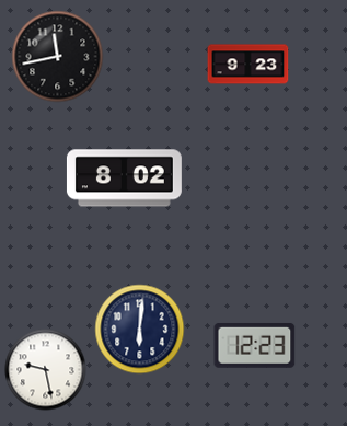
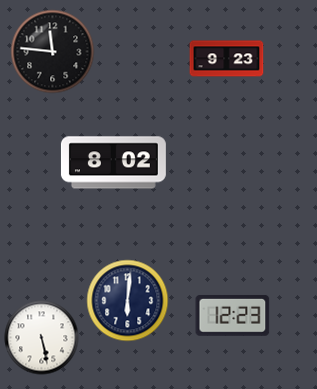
clock at (58, 57): 11:43 -> 11:46
clock at (46, 370): 9:28 -> 5:28
